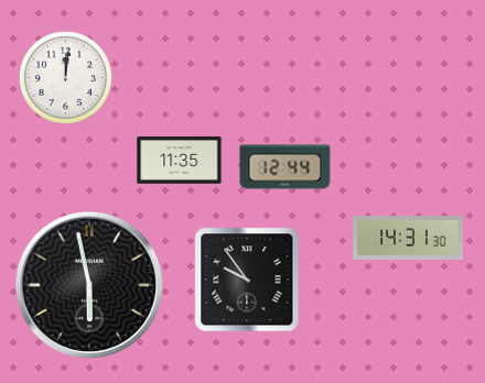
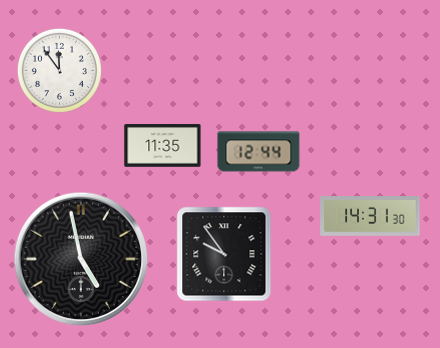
clock at (65, 77): 12:01 -> 11:54
clock at (89, 285): 5:58 -> 4:58
